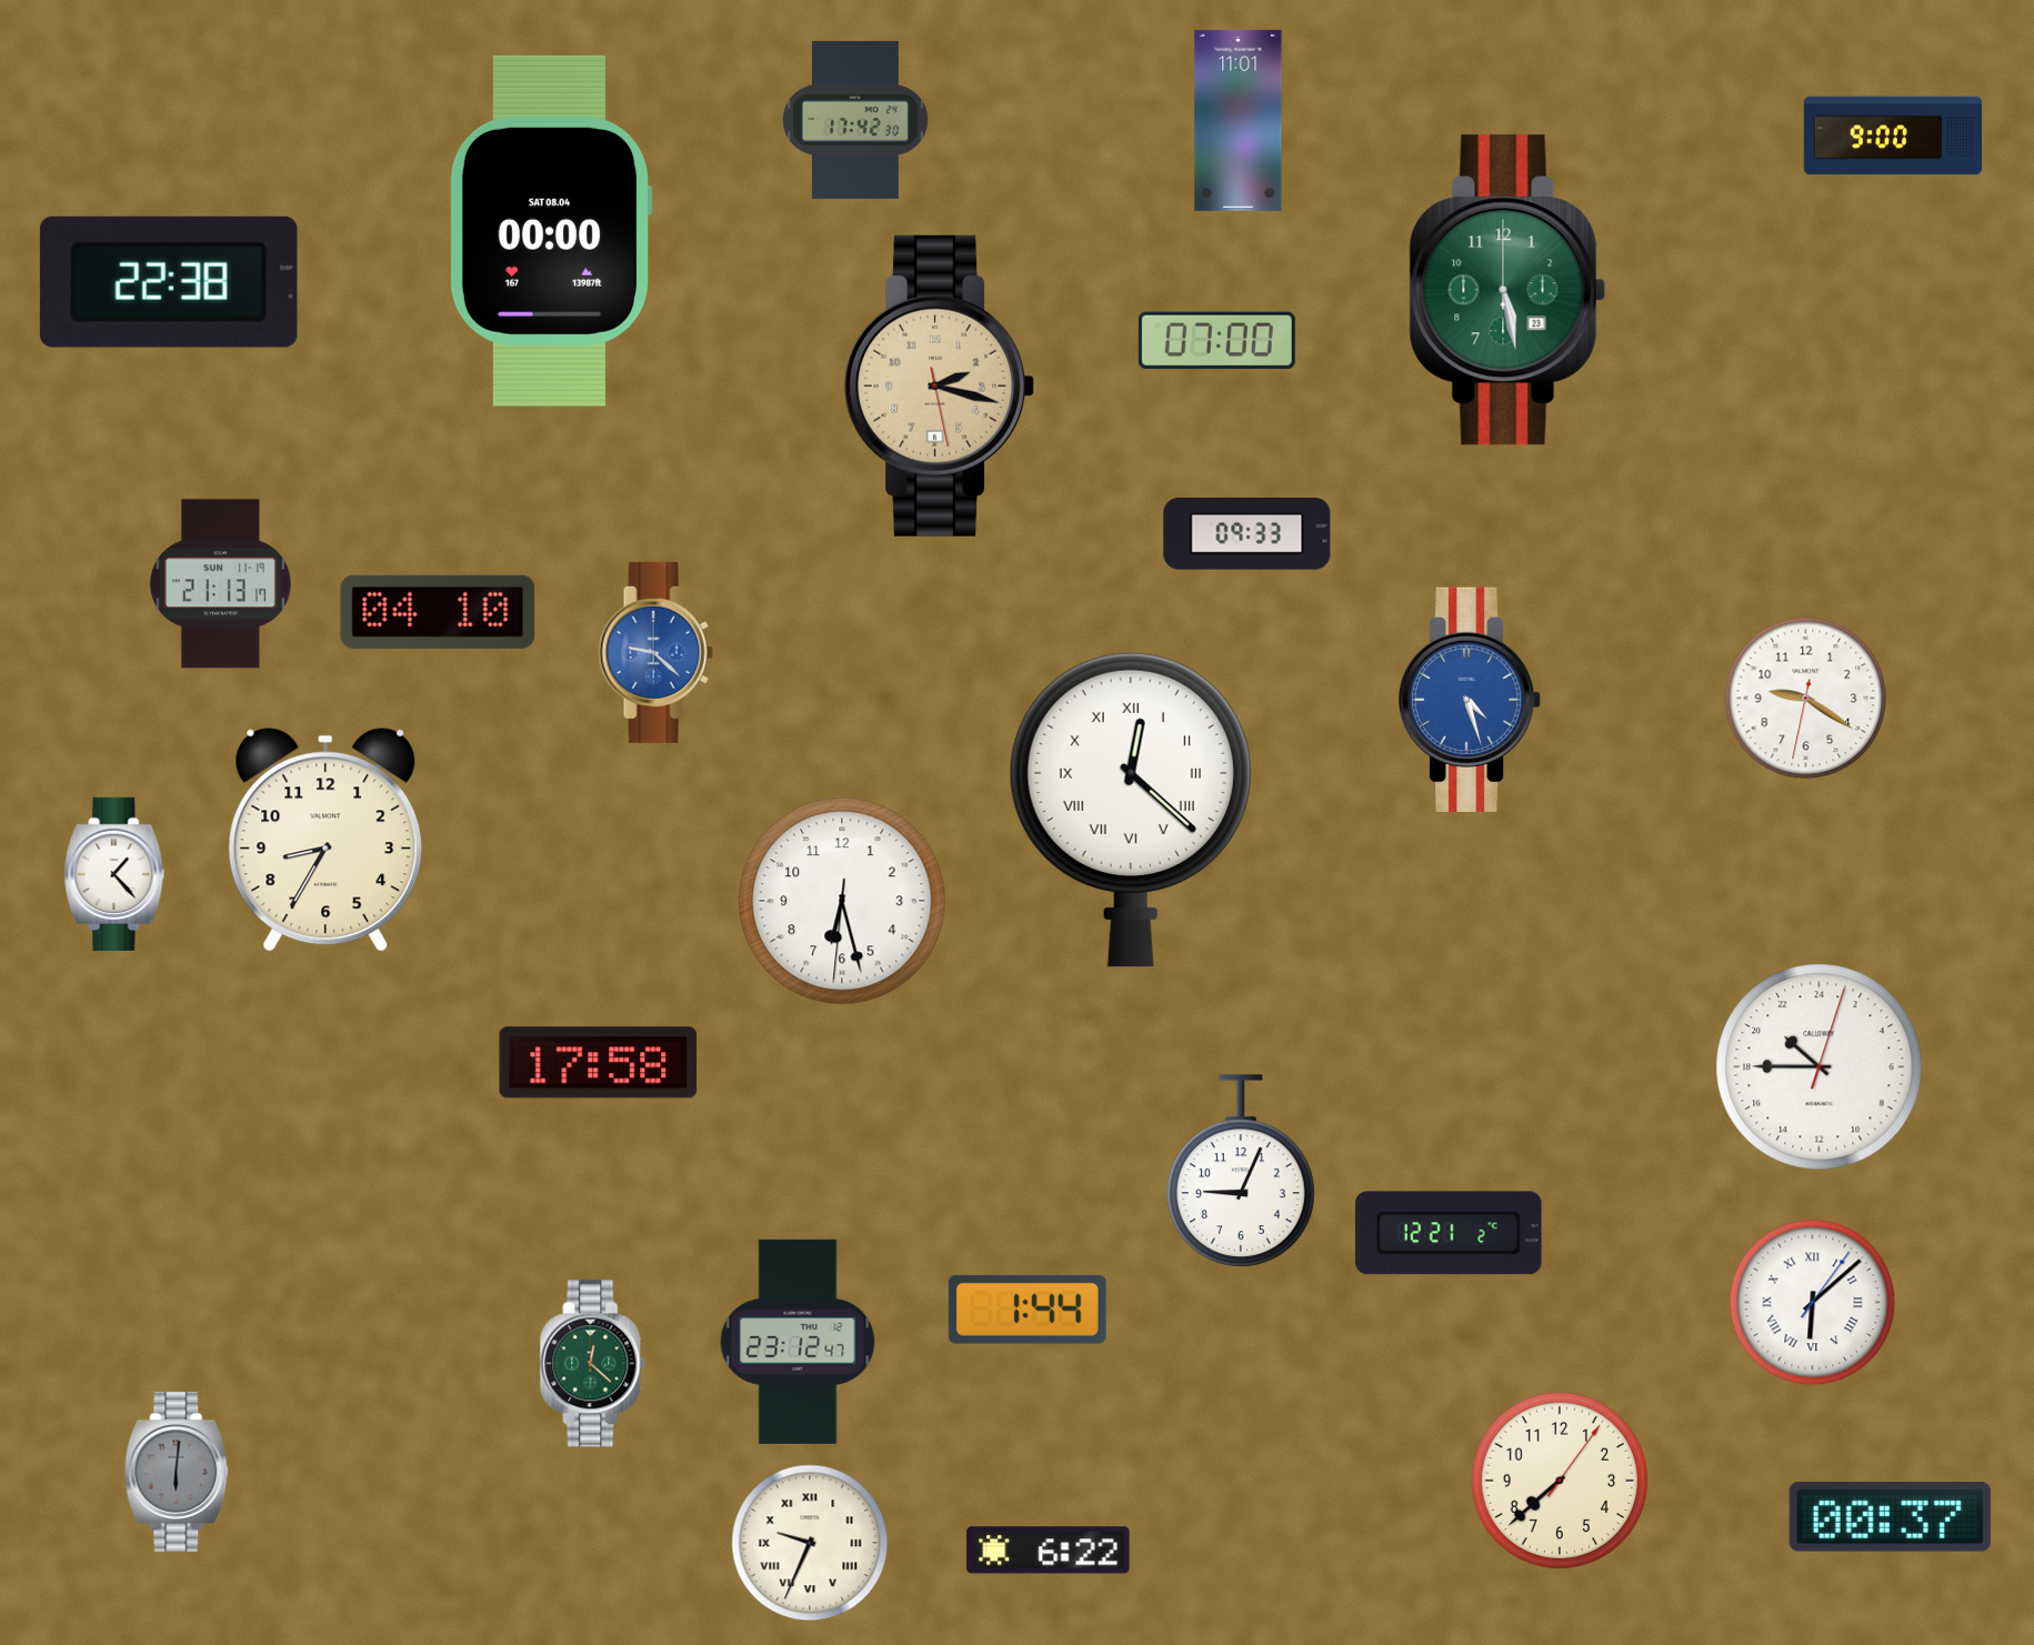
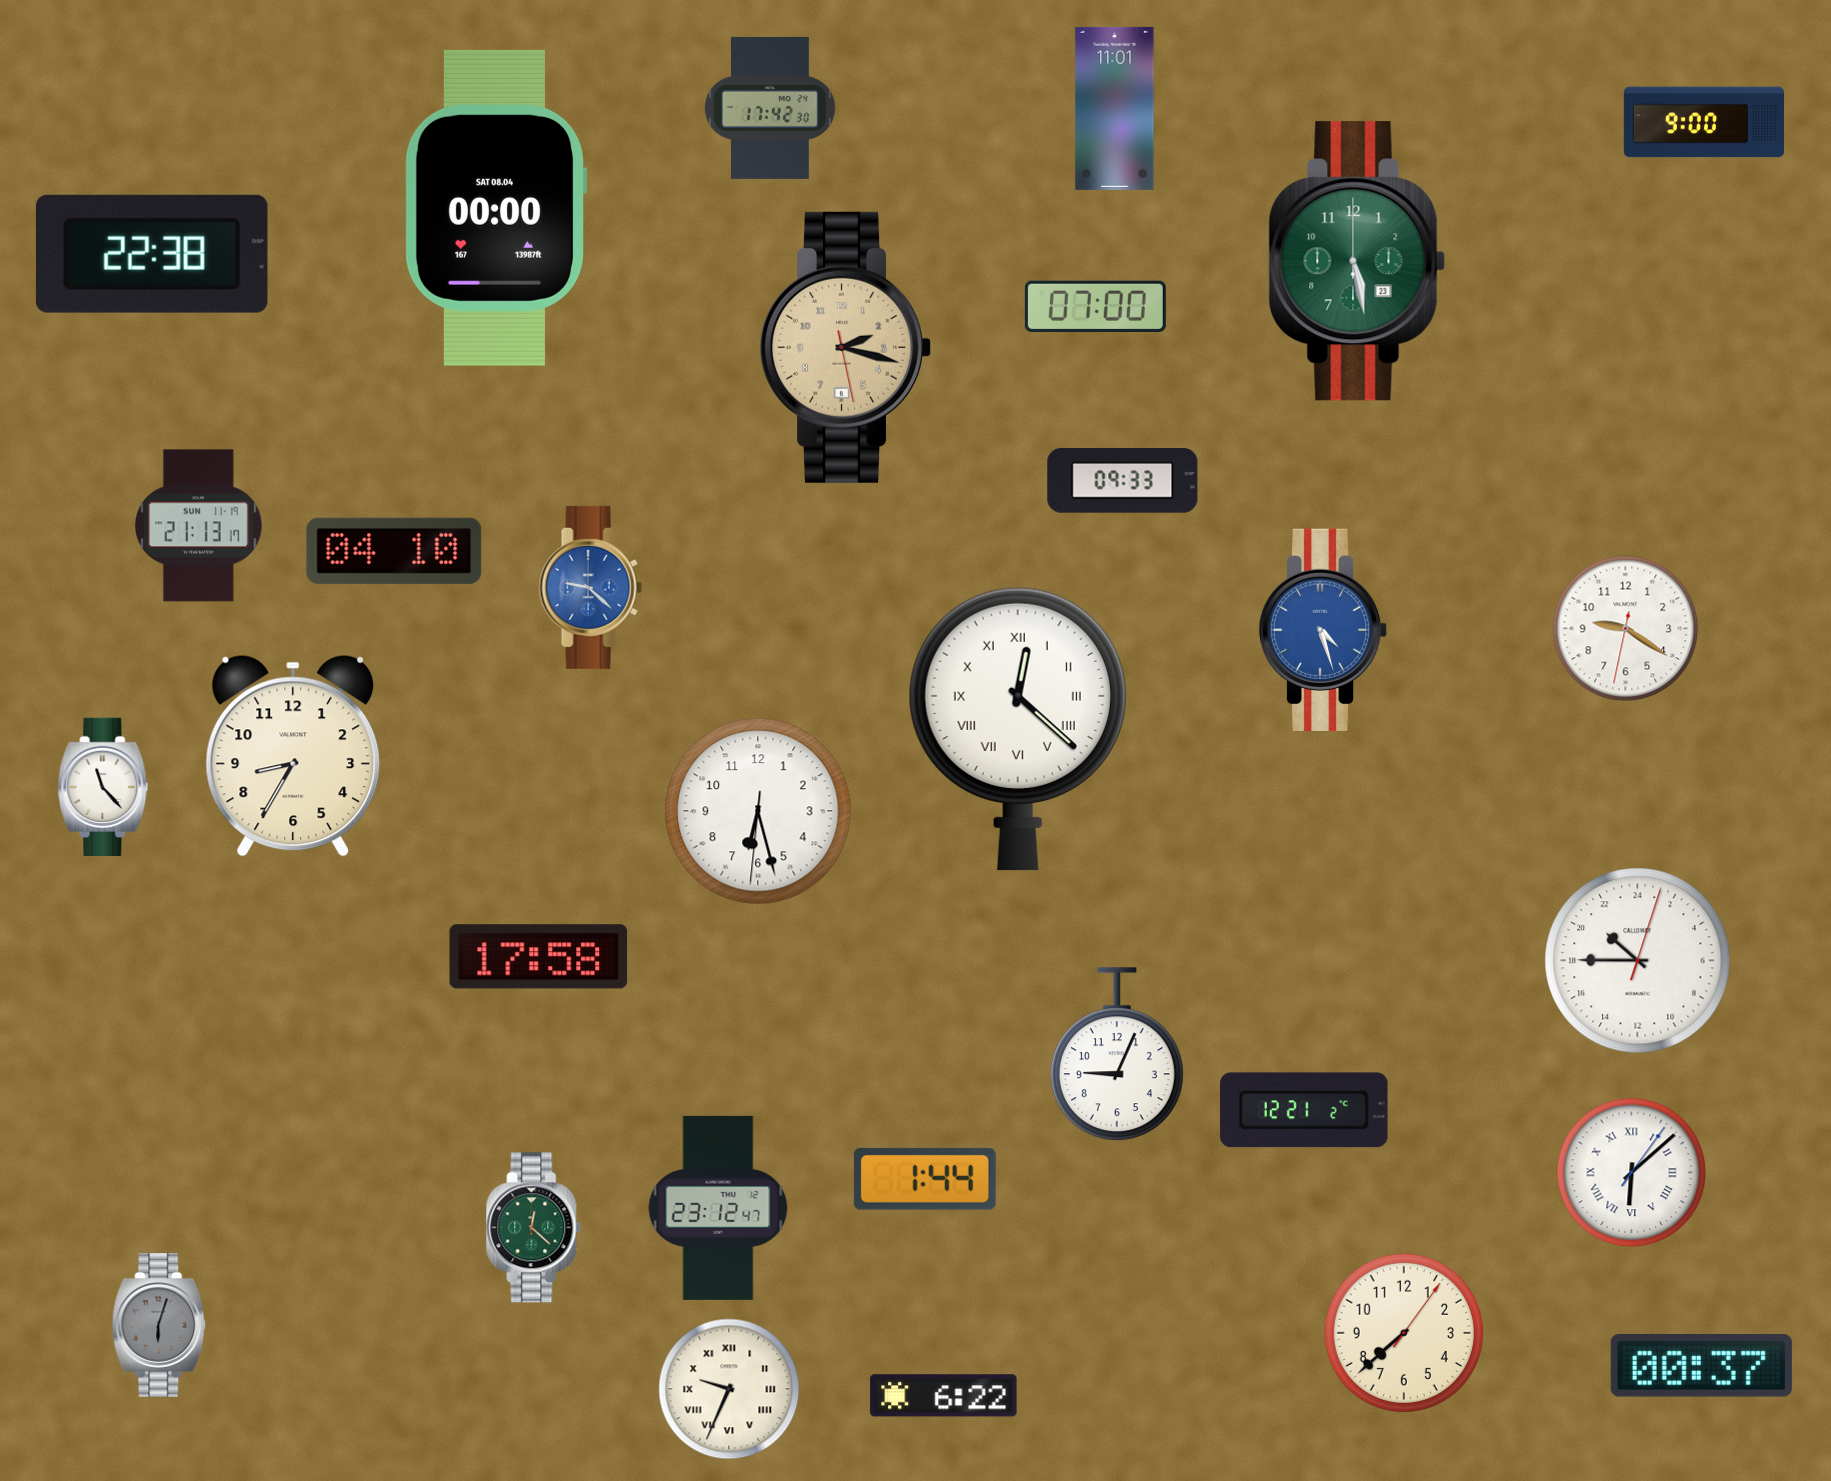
clock at (114, 874): 1:23 -> 11:23
clock at (177, 1473): 6:01 -> 6:03
